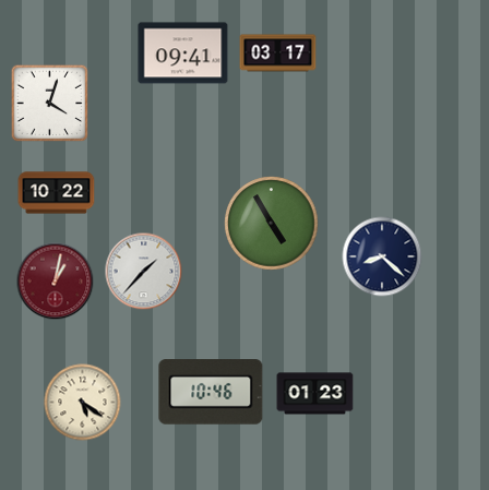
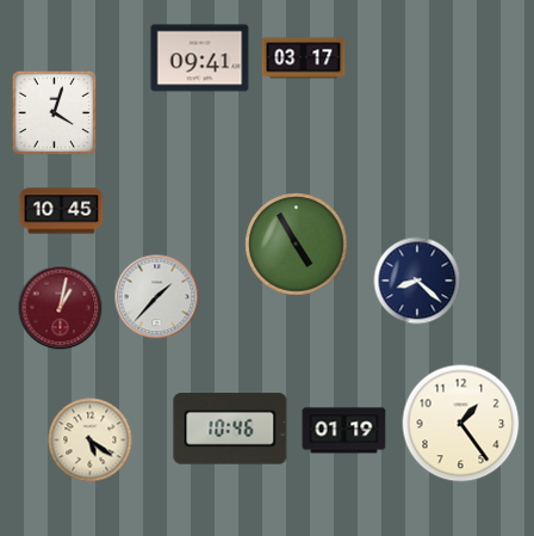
clock at (57, 193): 10:22 -> 10:45
clock at (461, 424): none -> 1:24
clock at (315, 394): 01:23 -> 01:19
